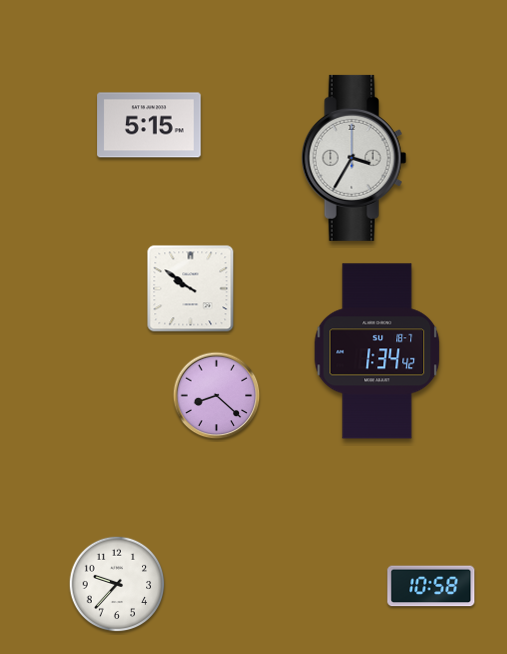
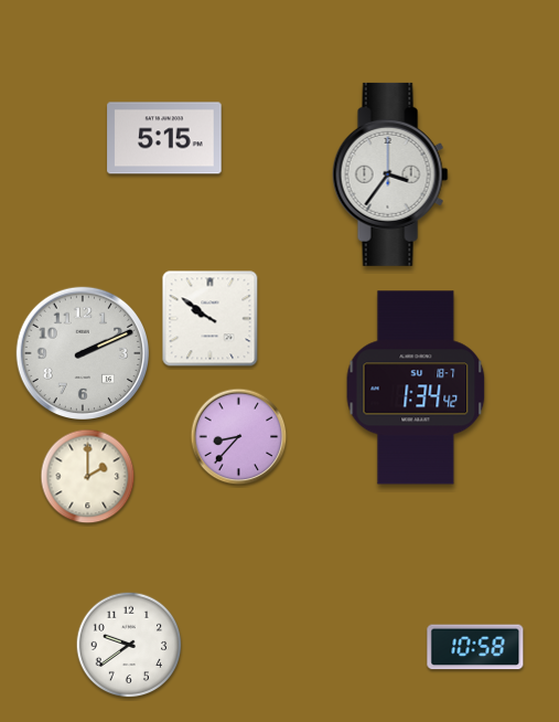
clock at (354, 158): 3:35 -> 3:36
clock at (82, 352): none -> 2:11
clock at (217, 396): 8:22 -> 8:37
clock at (88, 477): none -> 2:00
clock at (117, 584): 9:37 -> 9:39
